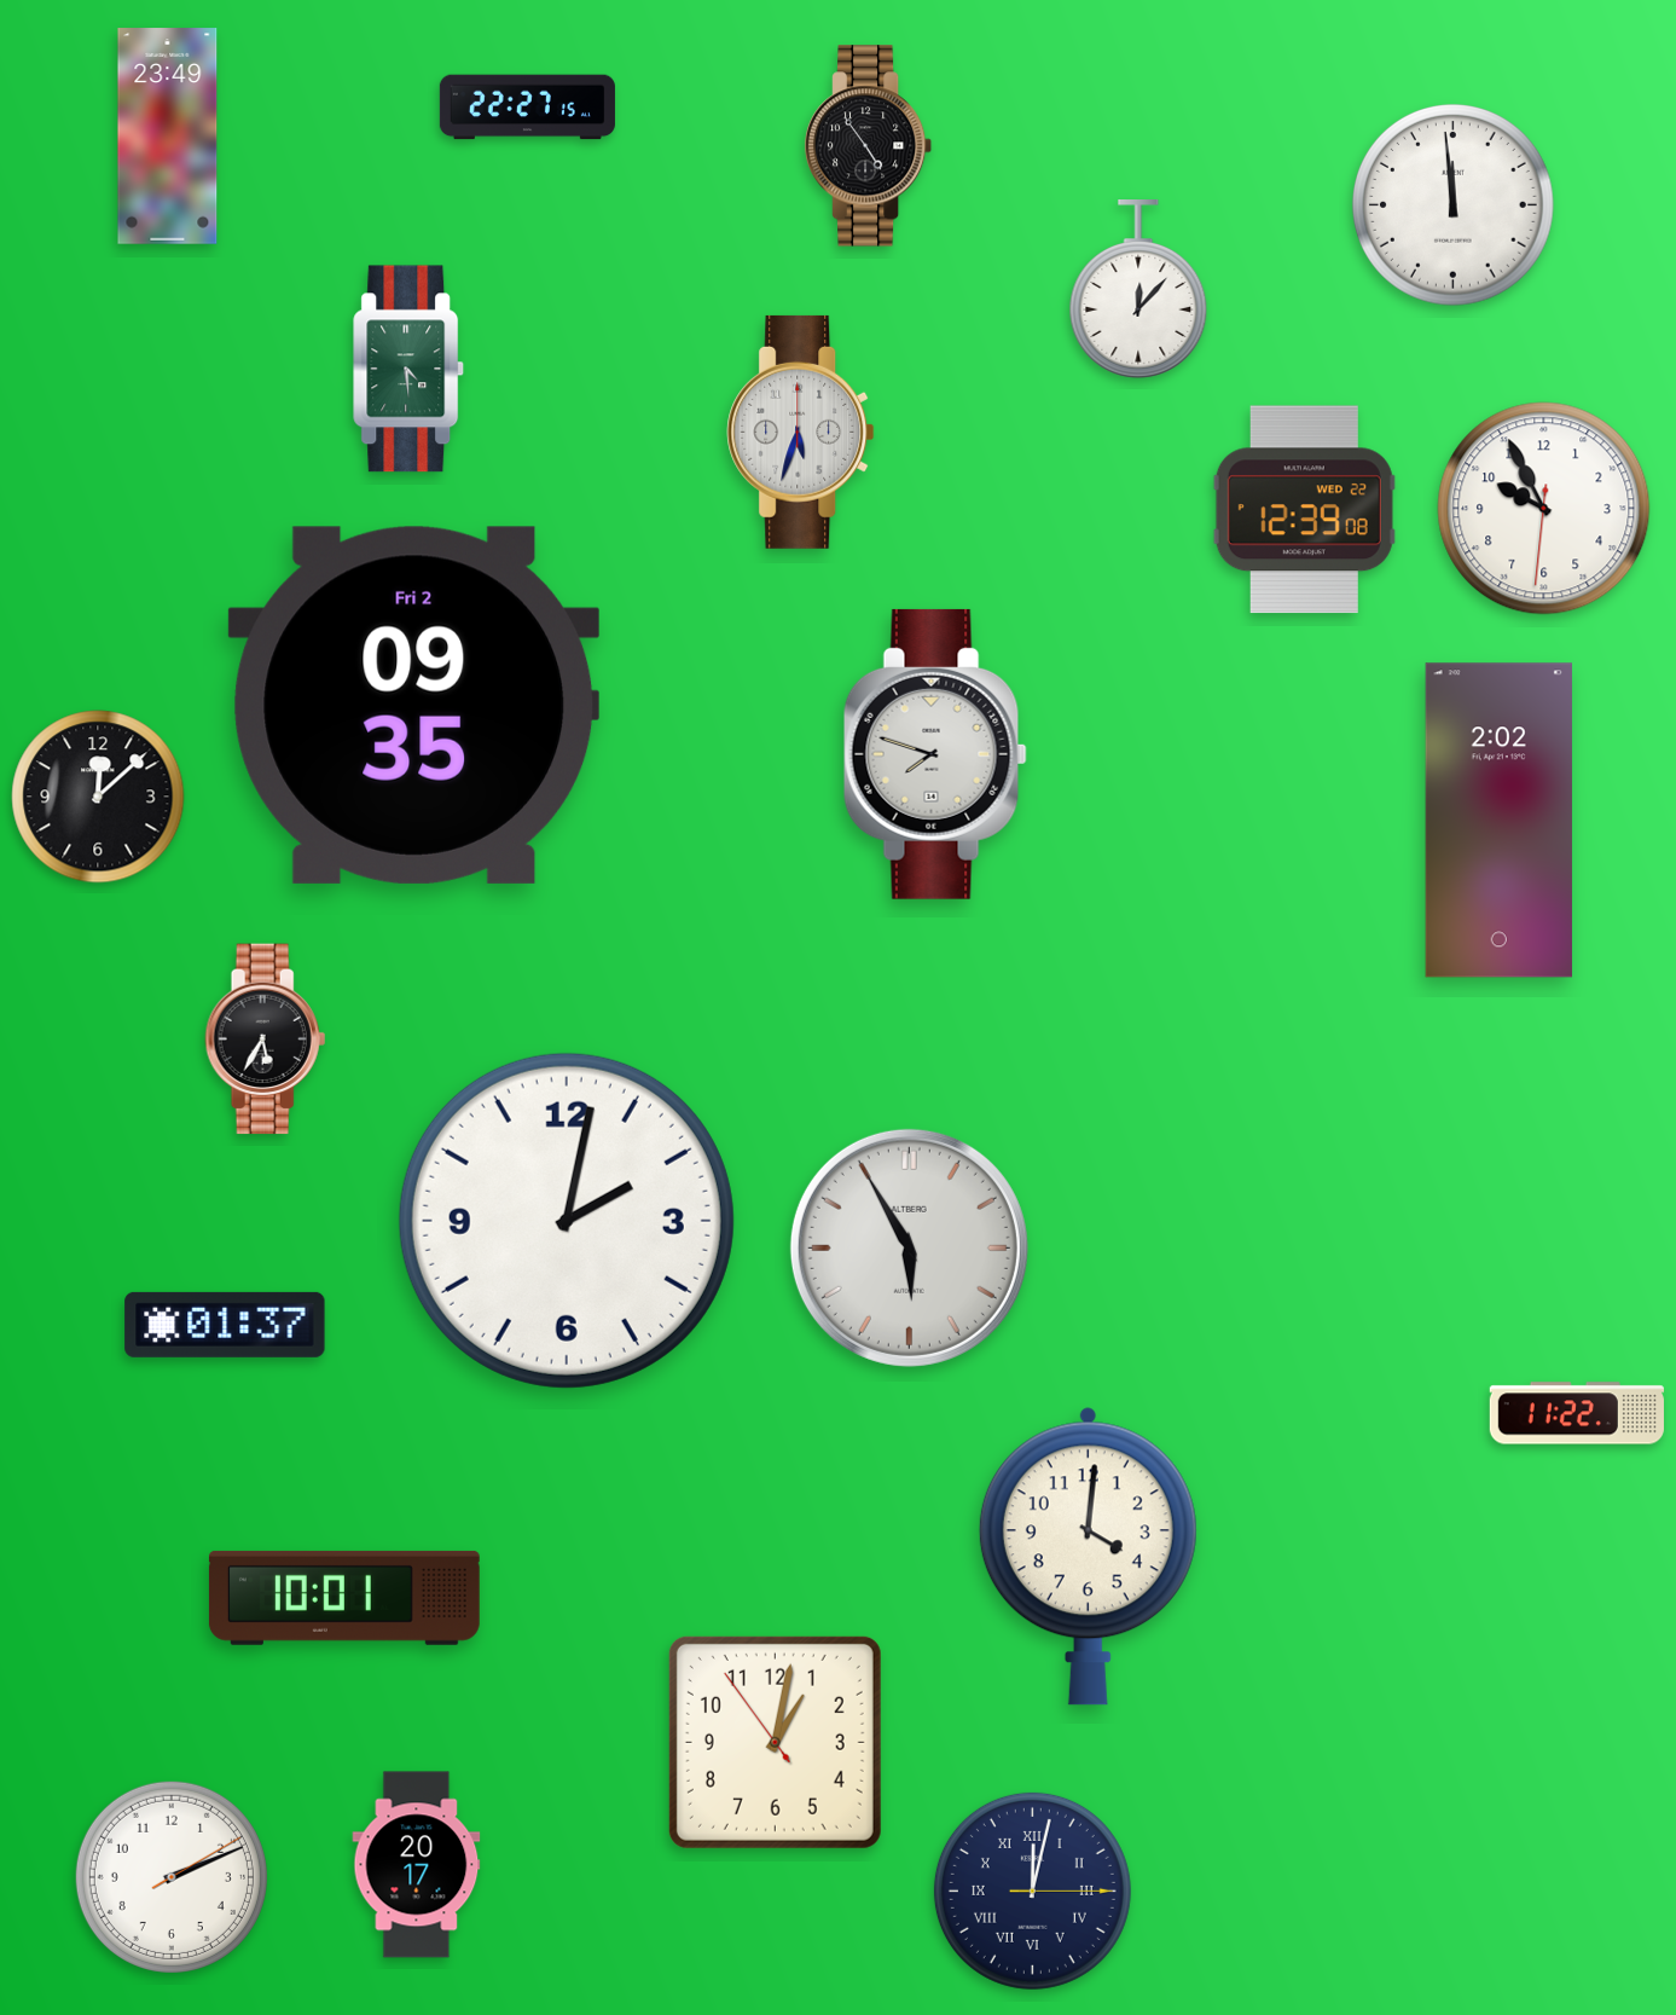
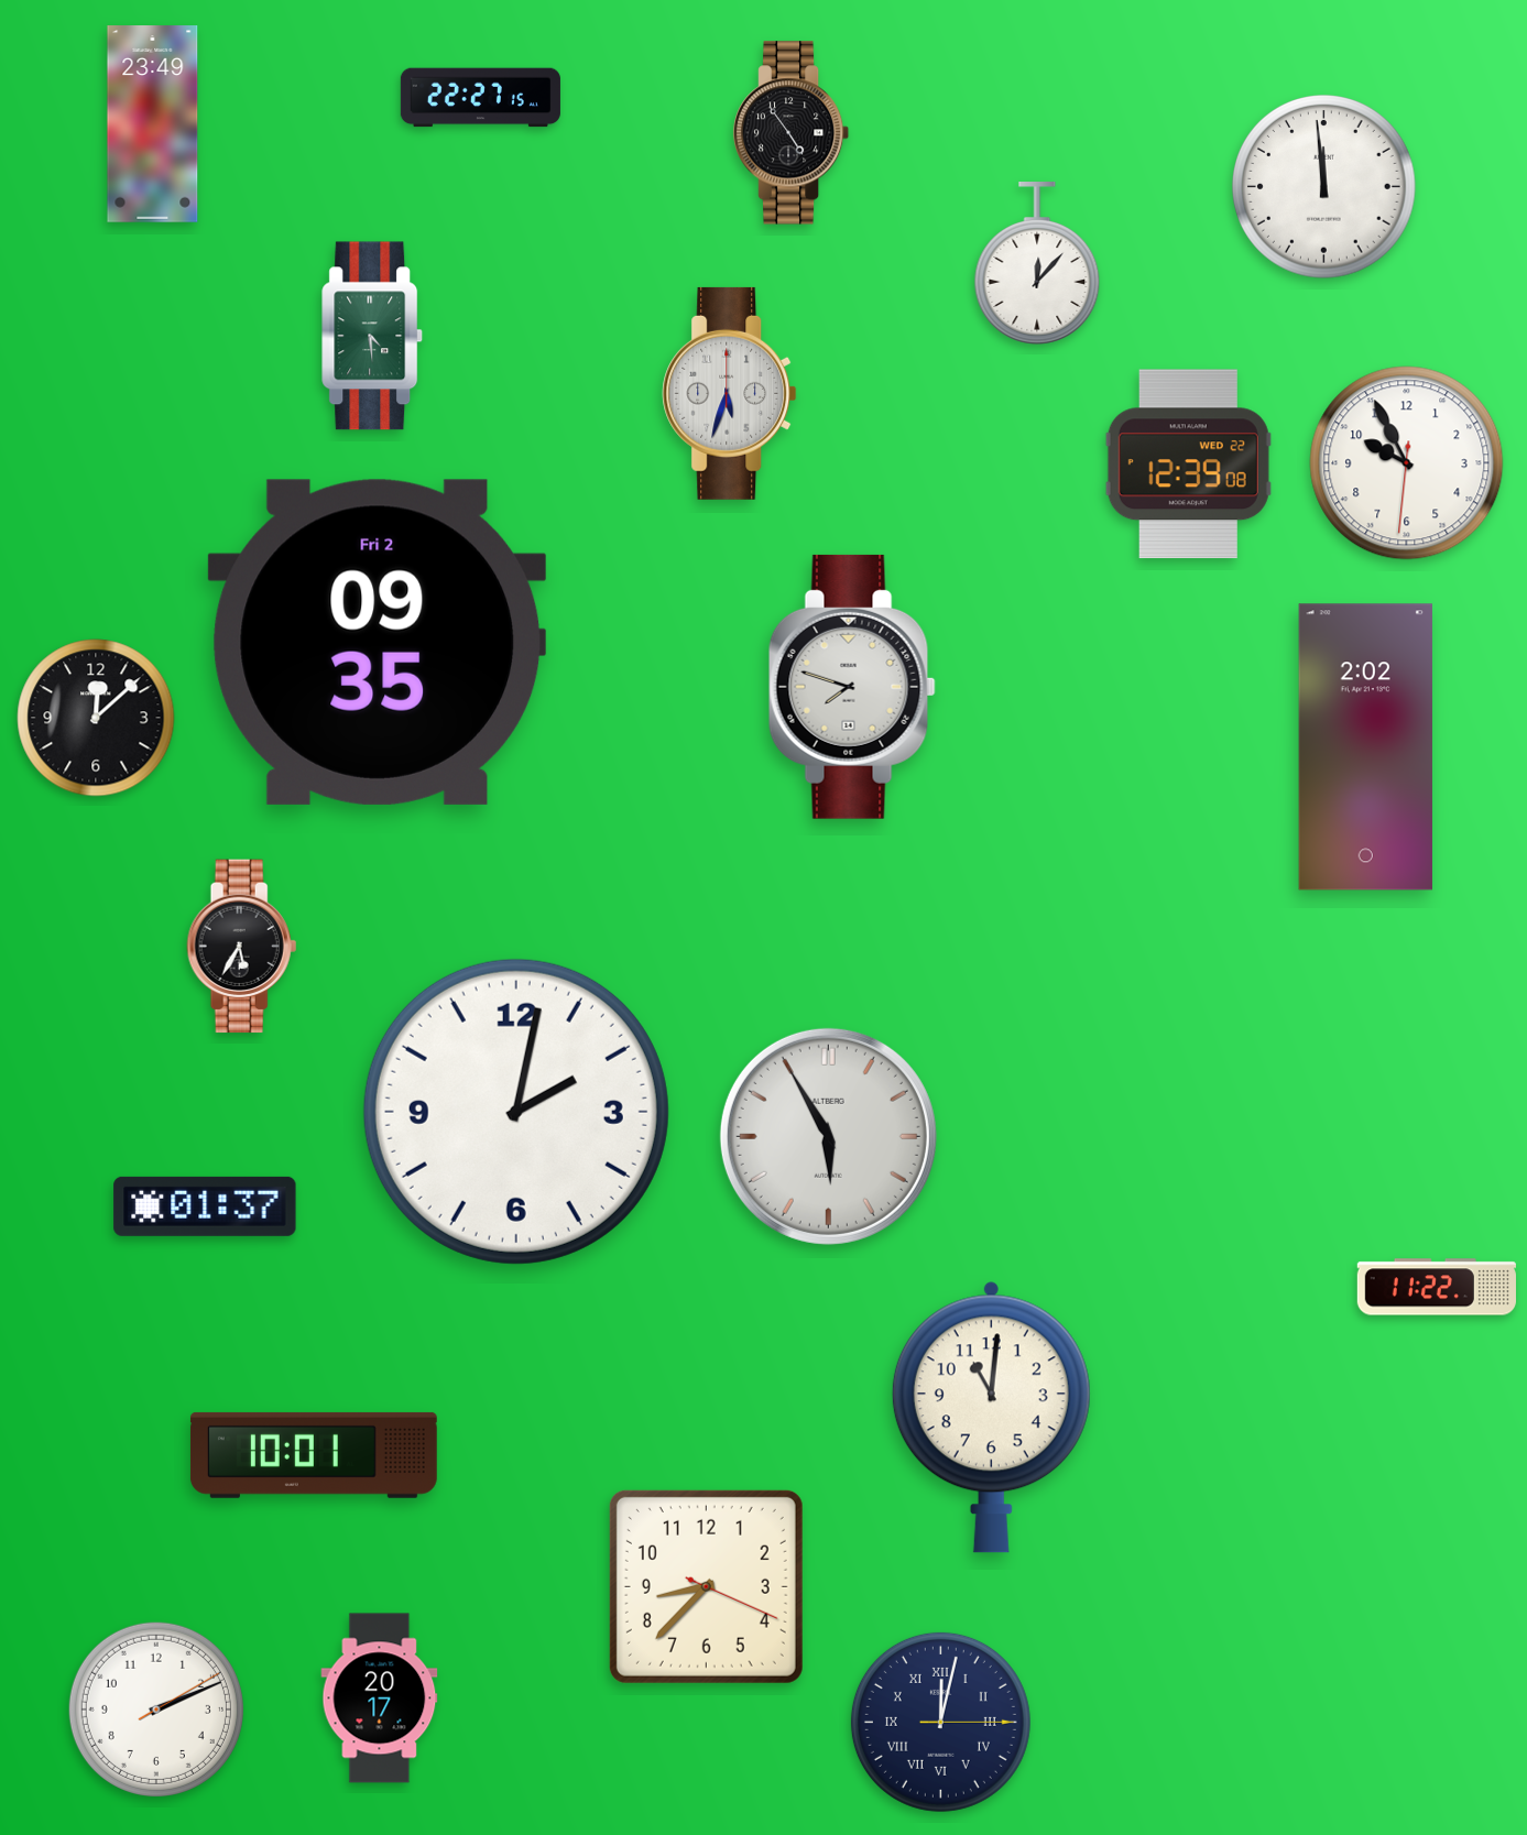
clock at (98, 797) position: (98, 797) -> (96, 718)
clock at (1088, 1556): 4:01 -> 11:01
clock at (775, 1742): 1:01 -> 8:37
